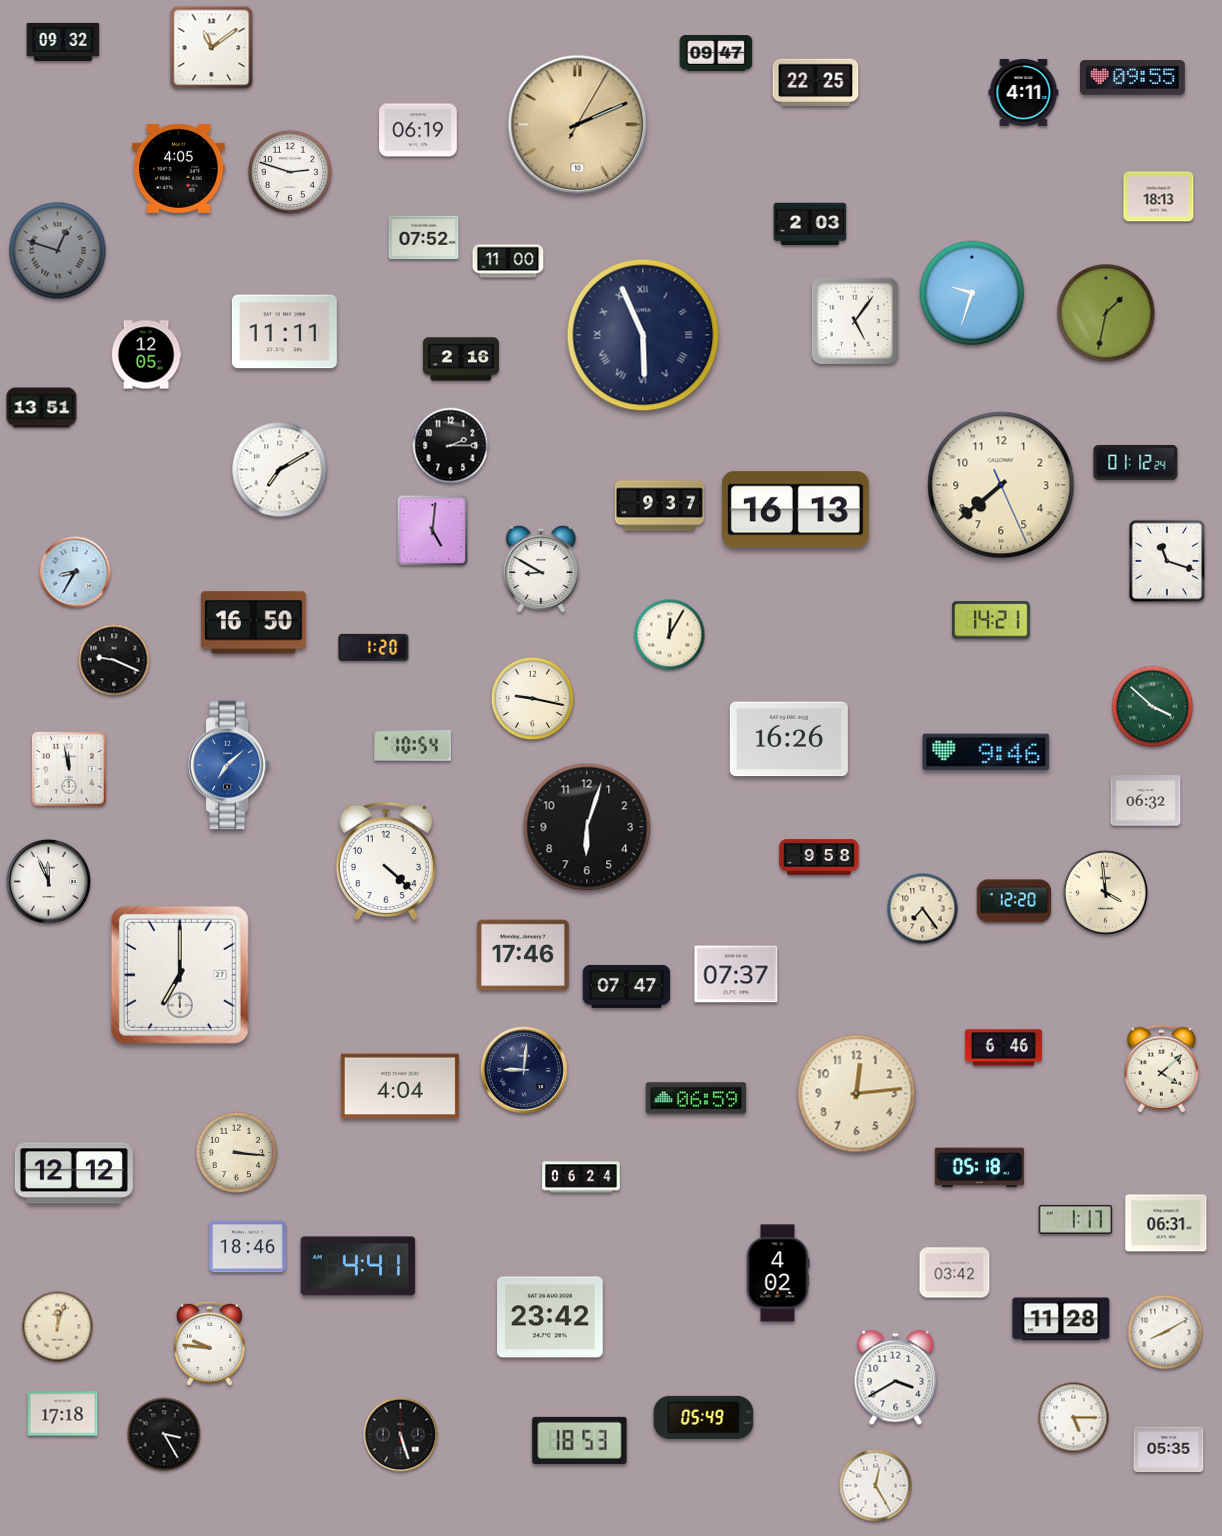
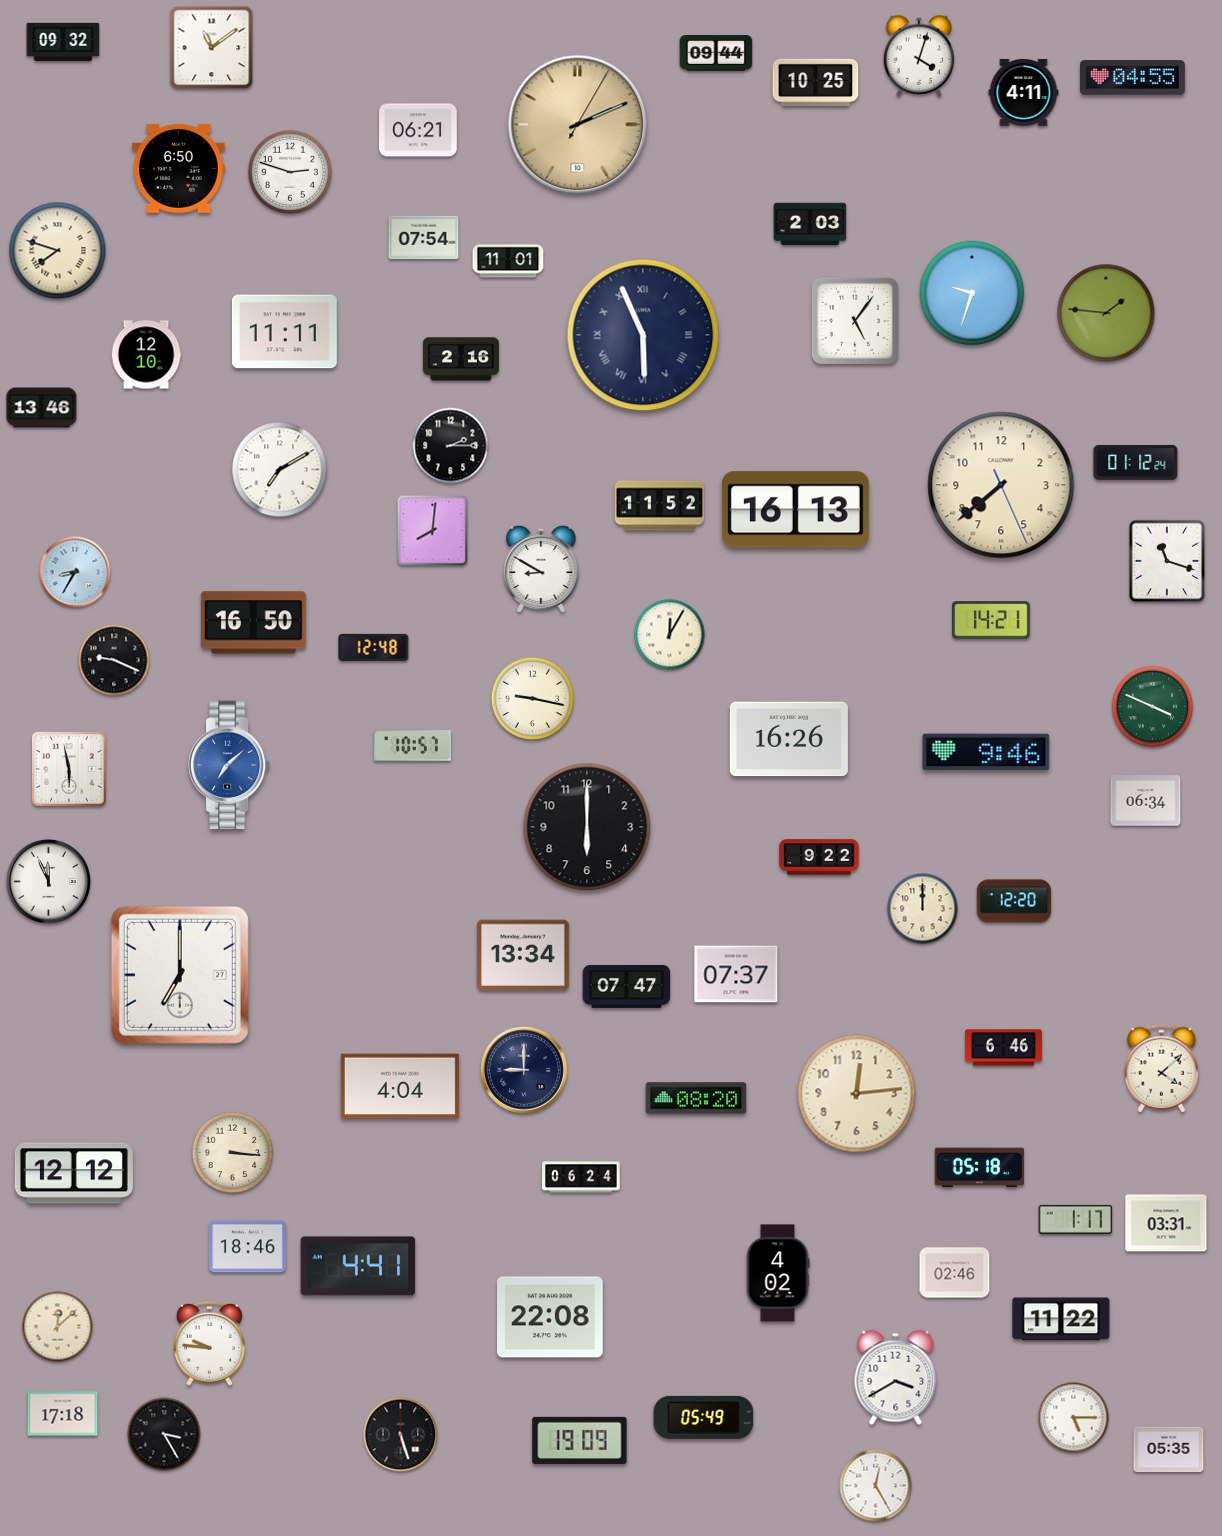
clock at (716, 54): 09:47 -> 09:44
clock at (919, 56): none -> 4:03
clock at (1132, 78): 09:55 -> 04:55
clock at (816, 82): 22:25 -> 10:25
clock at (418, 130): 06:19 -> 06:21
clock at (179, 168): 4:05 -> 6:50
clock at (1159, 197): 18:13 -> none
clock at (424, 238): 07:52 -> 07:54
clock at (58, 251): 12:48 -> 7:48
clock at (58, 251) dial: grey -> cream
clock at (508, 261): 11:00 -> 11:01
clock at (1106, 313): 1:32 -> 1:46
clock at (146, 355): 12:05 -> 12:10
clock at (42, 408): 13:51 -> 13:46
clock at (659, 506): 9:37 -> 11:52
clock at (433, 531): 5:01 -> 8:01
clock at (374, 647): 1:20 -> 12:48
clock at (1153, 707): 3:52 -> 3:49
clock at (412, 746): 10:54 -> 10:57
clock at (69, 769): 11:58 -> 5:58
clock at (1146, 801): 06:32 -> 06:34
clock at (587, 827): 6:03 -> 6:00
clock at (819, 857): 9:58 -> 9:22
clock at (386, 861): 4:22 -> none
clock at (1105, 892): 3:59 -> none
clock at (923, 909): 7:24 -> 12:00
clock at (524, 955): 17:46 -> 13:34
clock at (525, 1071): 9:01 -> 9:00
clock at (696, 1098): 06:59 -> 08:20
clock at (237, 1153) position: (237, 1153) -> (233, 1153)
clock at (1166, 1223): 06:31 -> 03:31
clock at (955, 1273): 03:42 -> 02:46
clock at (551, 1317): 23:42 -> 22:08
clock at (1061, 1319): 11:28 -> 11:22
clock at (58, 1327): 12:03 -> 12:08
clock at (1165, 1332): 8:10 -> none
clock at (580, 1440): 18:53 -> 19:09
